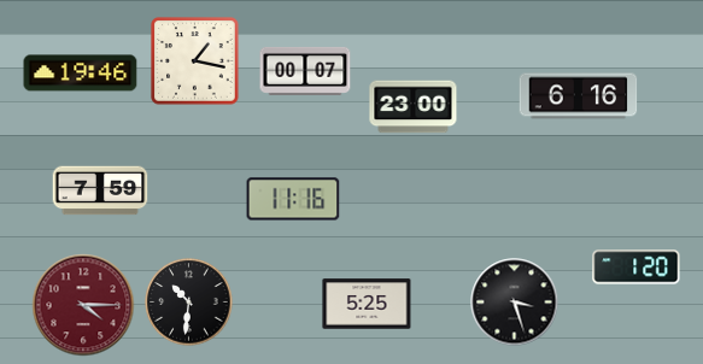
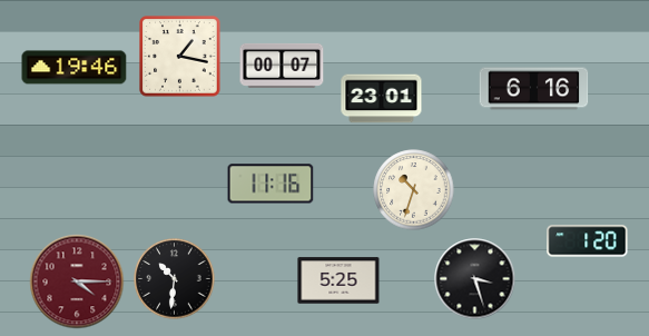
clock at (414, 107): 23:00 -> 23:01
clock at (100, 190): 7:59 -> none
clock at (414, 190): none -> 10:33
clock at (637, 268) position: (637, 268) -> (588, 241)
